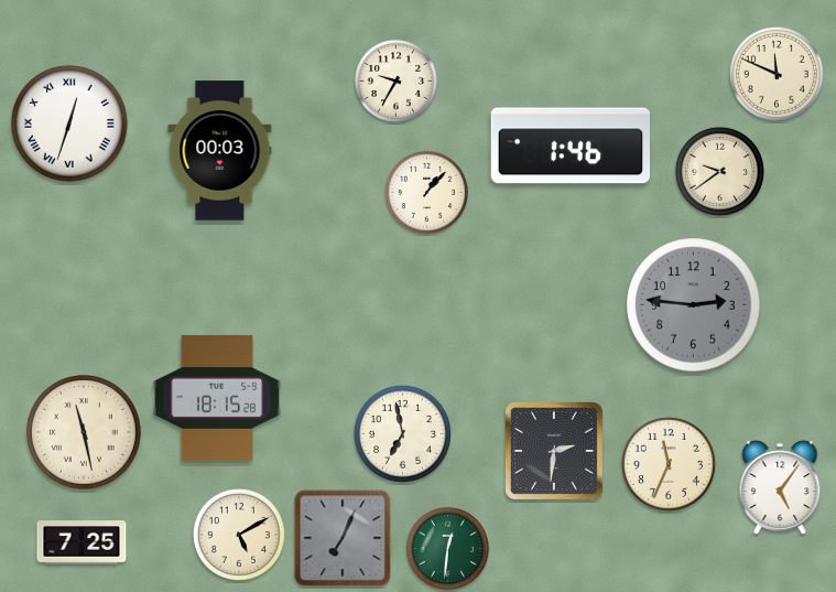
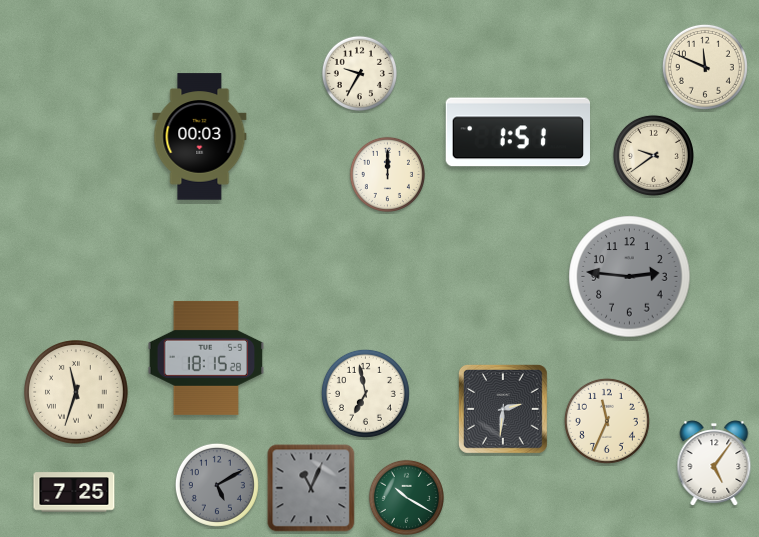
clock at (69, 123): 12:33 -> none
clock at (569, 146): 1:46 -> 1:51
clock at (426, 192): 1:07 -> 12:00
clock at (217, 398) position: (217, 398) -> (206, 358)
clock at (85, 433): 11:28 -> 11:33
clock at (780, 487) position: (780, 487) -> (714, 463)
clock at (239, 535) dial: cream -> grey
clock at (343, 538): 7:04 -> 11:04
clock at (447, 548): 12:31 -> 10:20
